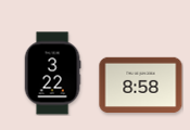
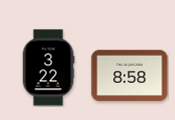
clock at (141, 86) position: (141, 86) -> (130, 76)
